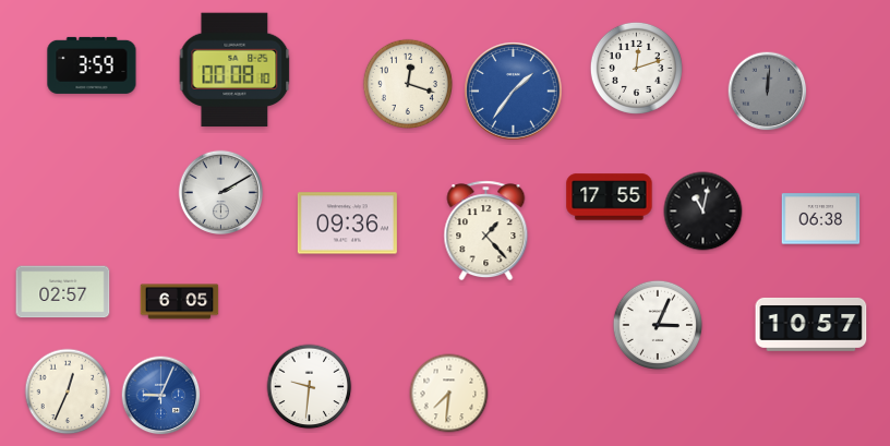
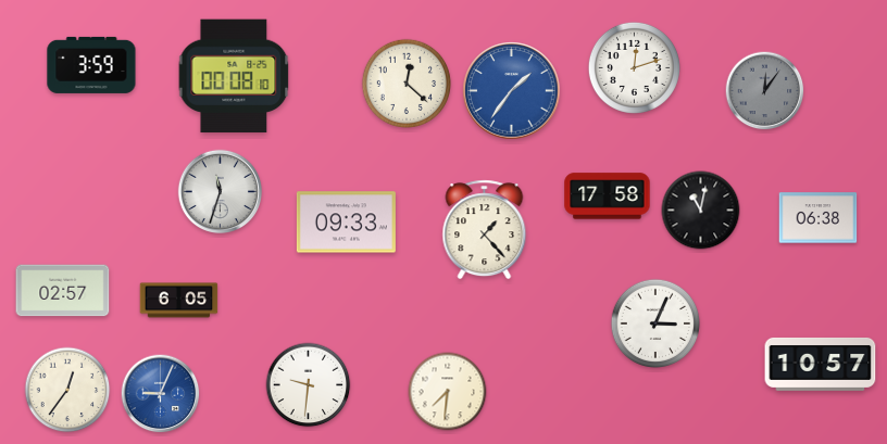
clock at (234, 70) position: (234, 70) -> (234, 76)
clock at (408, 84): 12:18 -> 12:22
clock at (768, 92): 12:01 -> 12:06
clock at (220, 192): 2:10 -> 11:33
clock at (610, 197): 17:55 -> 17:58
clock at (347, 224): 09:36 -> 09:33
clock at (811, 324) position: (811, 324) -> (821, 364)
clock at (68, 391): 12:34 -> 12:36
